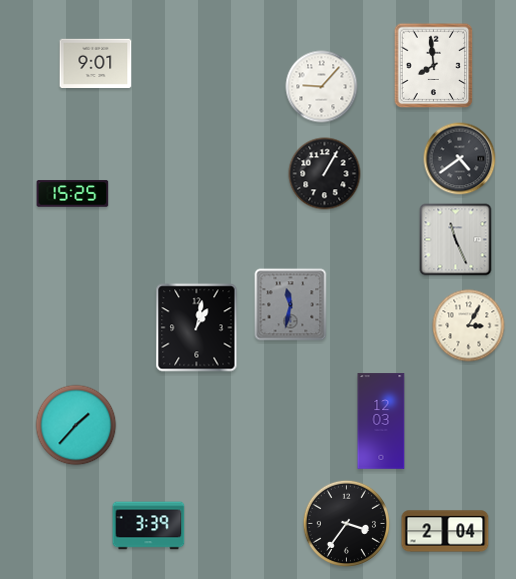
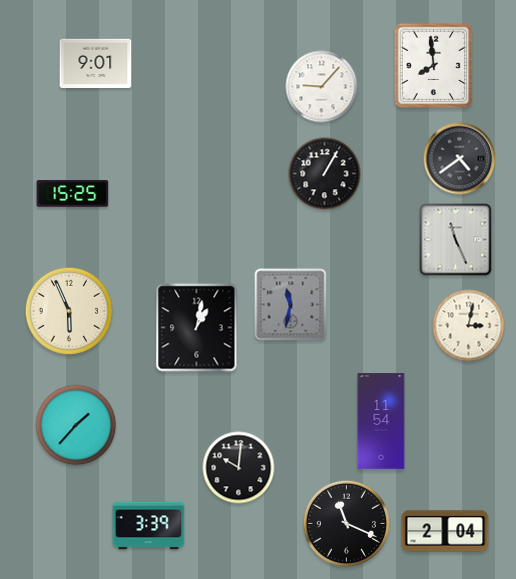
clock at (68, 310): none -> 5:56
clock at (469, 326): 3:05 -> 3:02
clock at (381, 421): 12:03 -> 11:54
clock at (239, 468): none -> 10:01
clock at (347, 524): 3:36 -> 11:19
